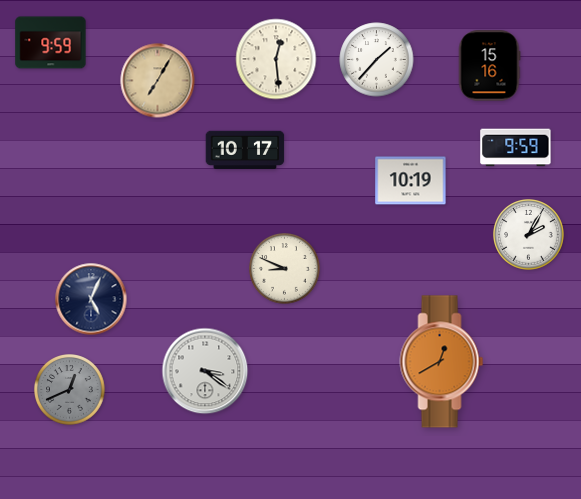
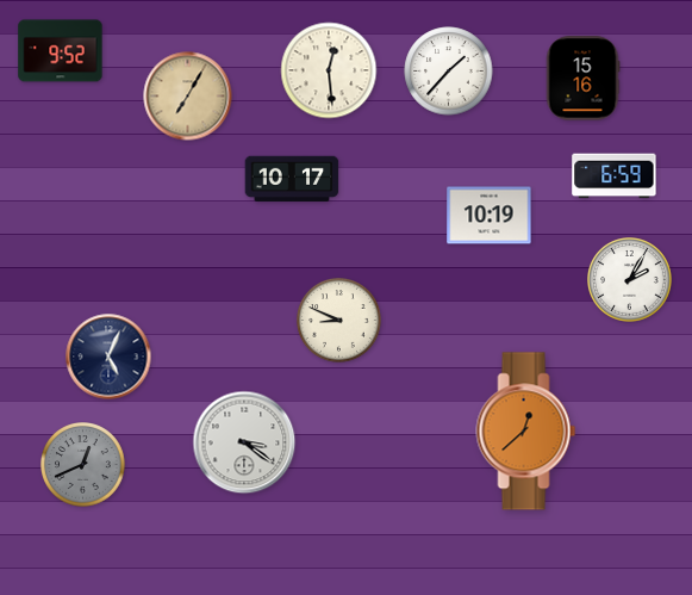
clock at (51, 43): 9:59 -> 9:52
clock at (516, 148): 9:59 -> 6:59
clock at (442, 362): 12:40 -> 12:38
